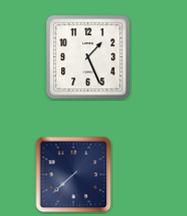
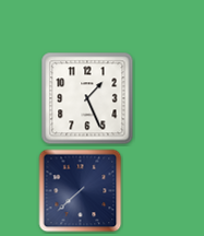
clock at (88, 57) position: (88, 57) -> (87, 98)
